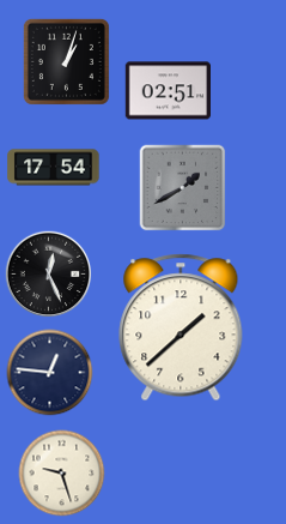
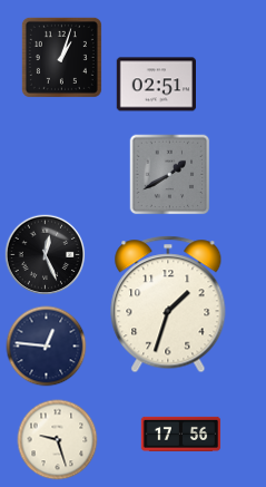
clock at (54, 168): 17:54 -> none
clock at (181, 327): 1:38 -> 1:33
clock at (181, 434): none -> 17:56
